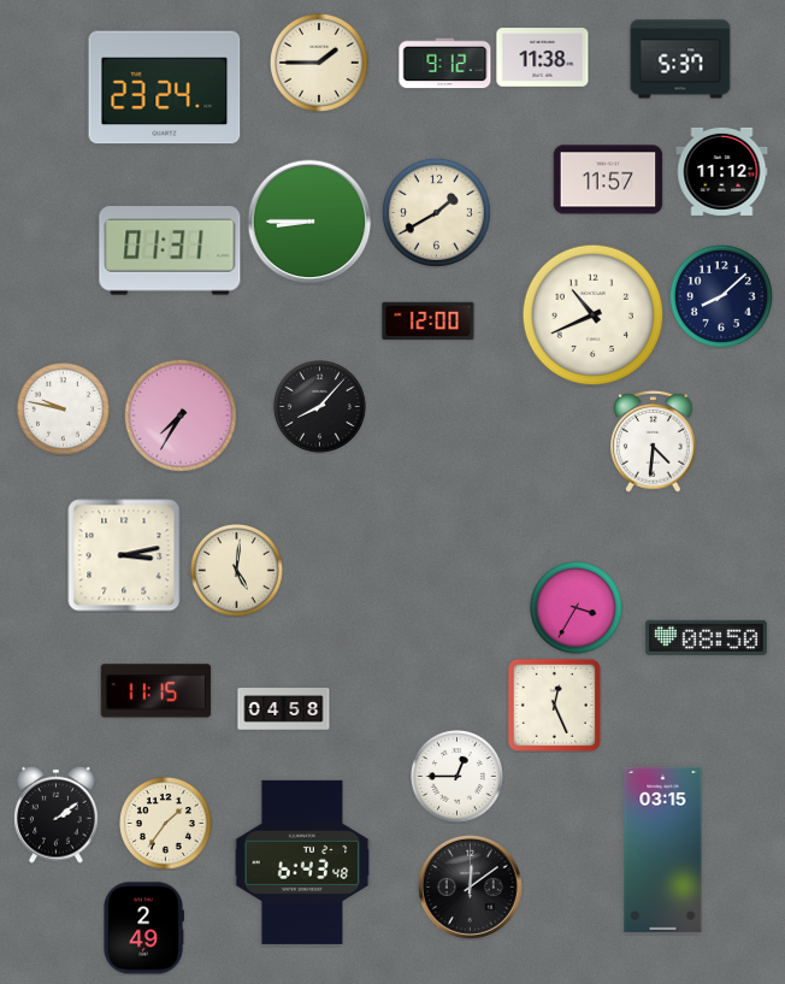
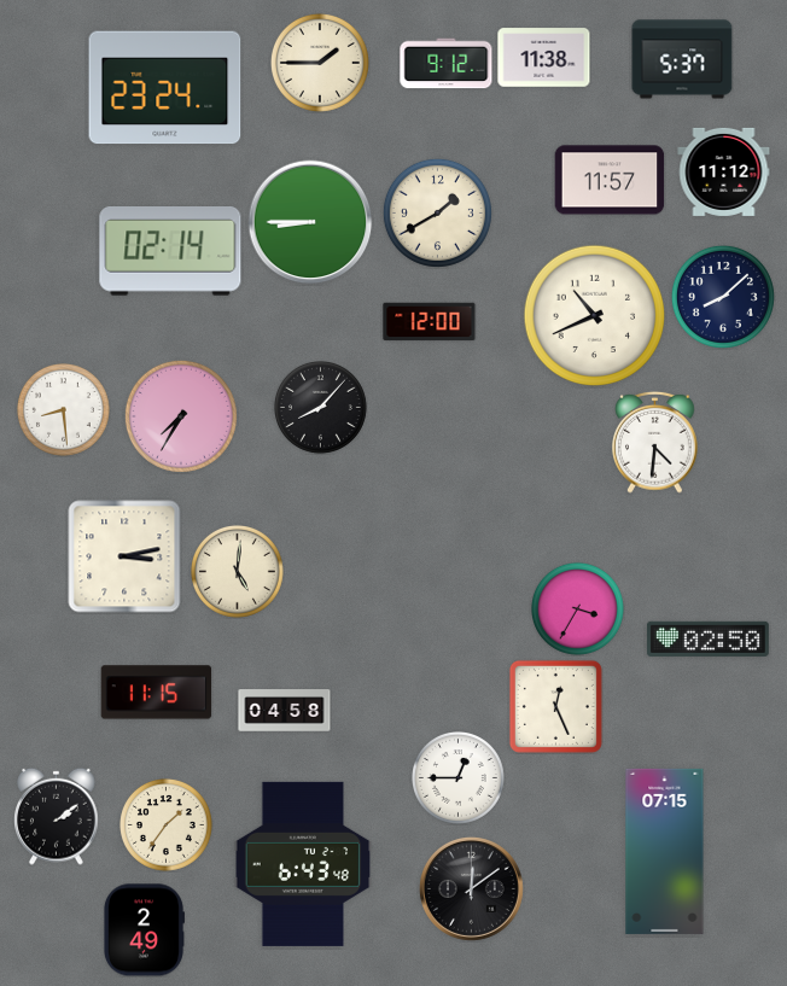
clock at (170, 252): 01:31 -> 02:14
clock at (64, 409): 9:47 -> 8:29
clock at (706, 637): 08:50 -> 02:50
clock at (663, 849): 03:15 -> 07:15
